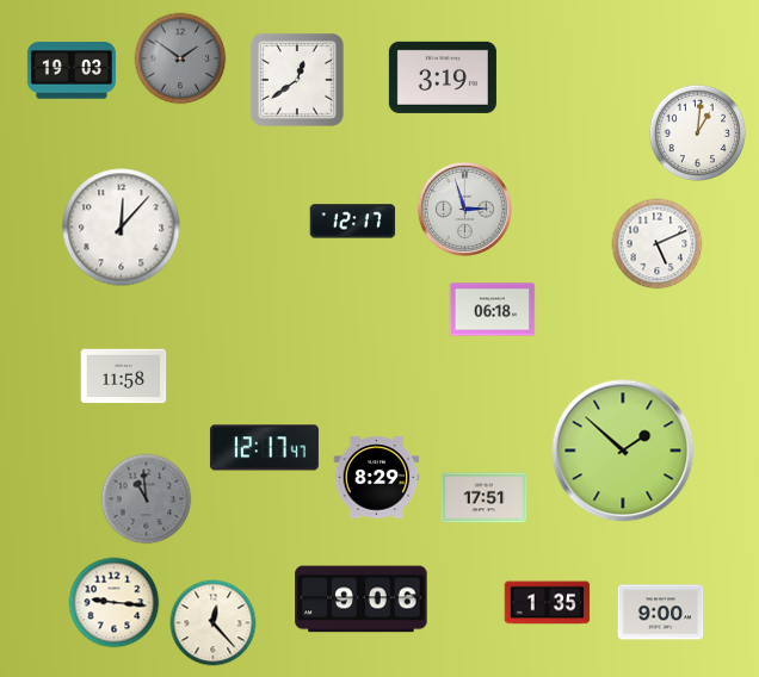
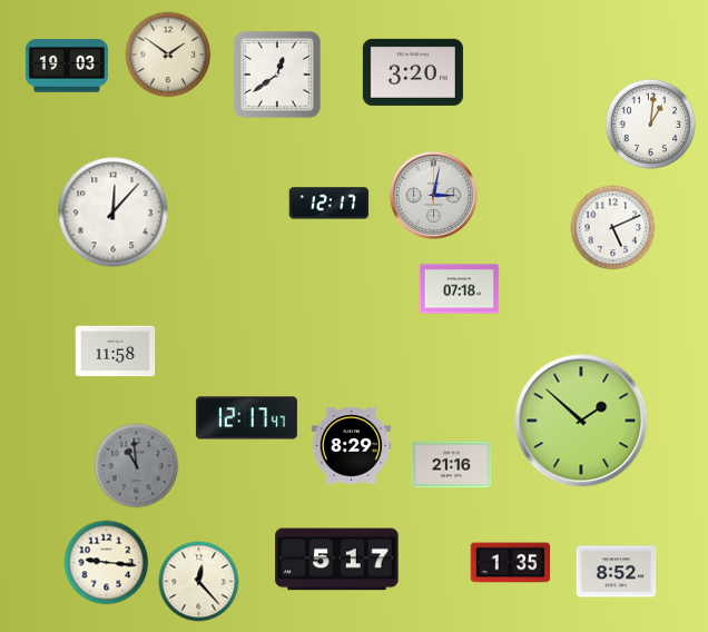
clock at (180, 58) dial: grey -> cream
clock at (443, 77): 3:19 -> 3:20
clock at (464, 209): 2:57 -> 3:02
clock at (353, 222) position: (353, 222) -> (330, 204)
clock at (493, 310): 06:18 -> 07:18
clock at (485, 498): 17:51 -> 21:16
clock at (362, 600): 9:06 -> 5:17
clock at (661, 613): 9:00 -> 8:52
